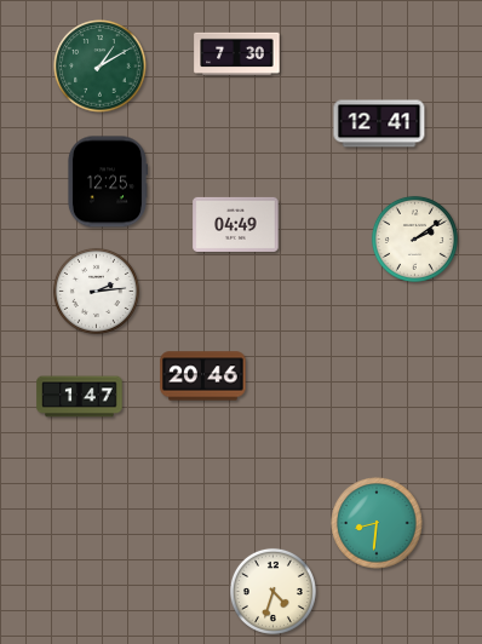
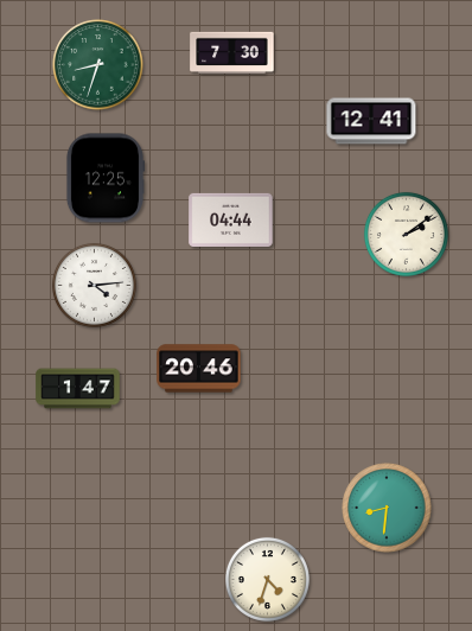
clock at (101, 67): 1:10 -> 8:33
clock at (236, 224): 04:49 -> 04:44
clock at (96, 291): 2:14 -> 4:14
clock at (377, 523) position: (377, 523) -> (387, 508)
